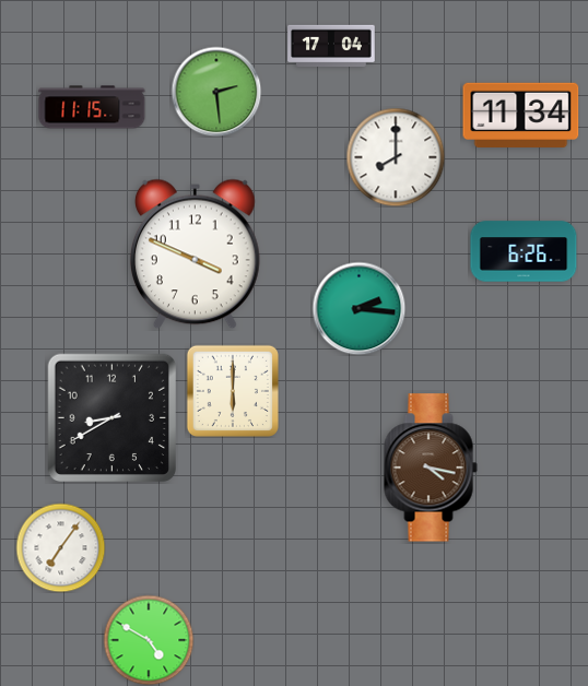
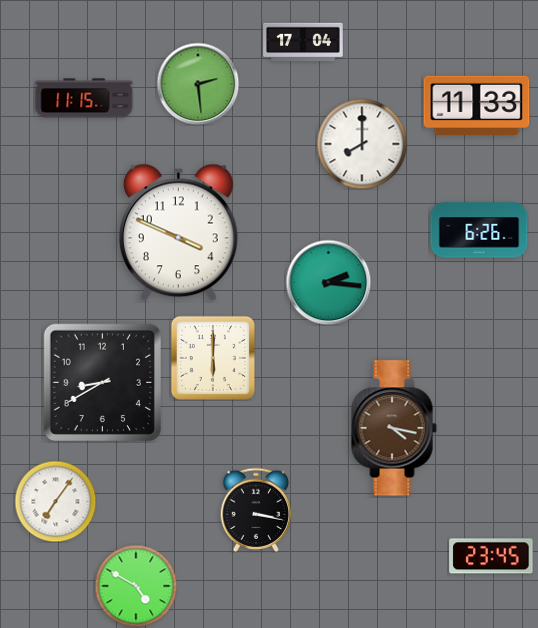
clock at (521, 115): 11:34 -> 11:33
clock at (256, 509): none -> 3:17
clock at (491, 556): none -> 23:45
